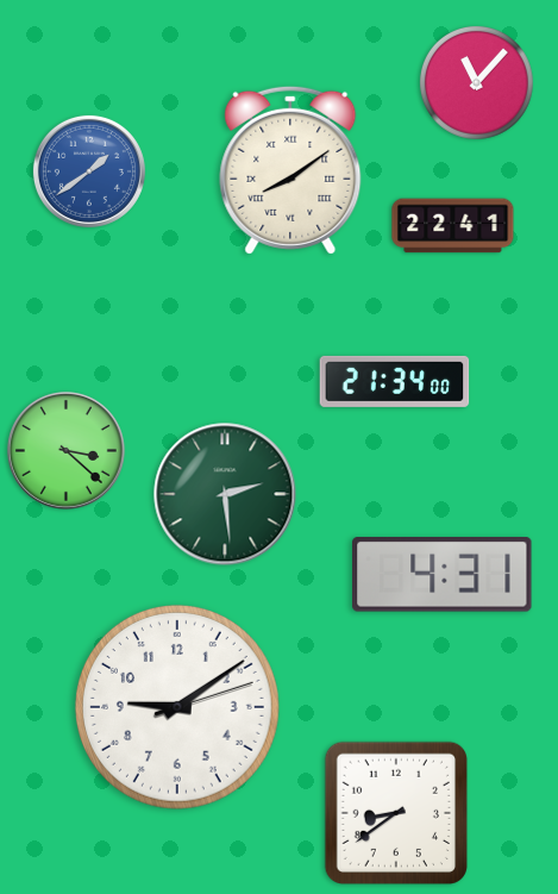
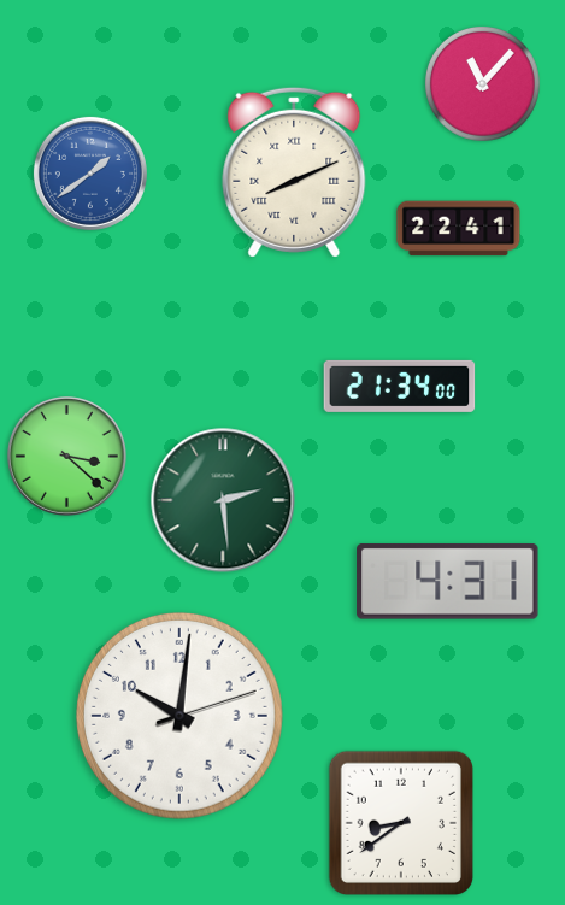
clock at (290, 170): 8:09 -> 8:11
clock at (225, 494) position: (225, 494) -> (223, 500)
clock at (177, 707): 9:09 -> 10:01
